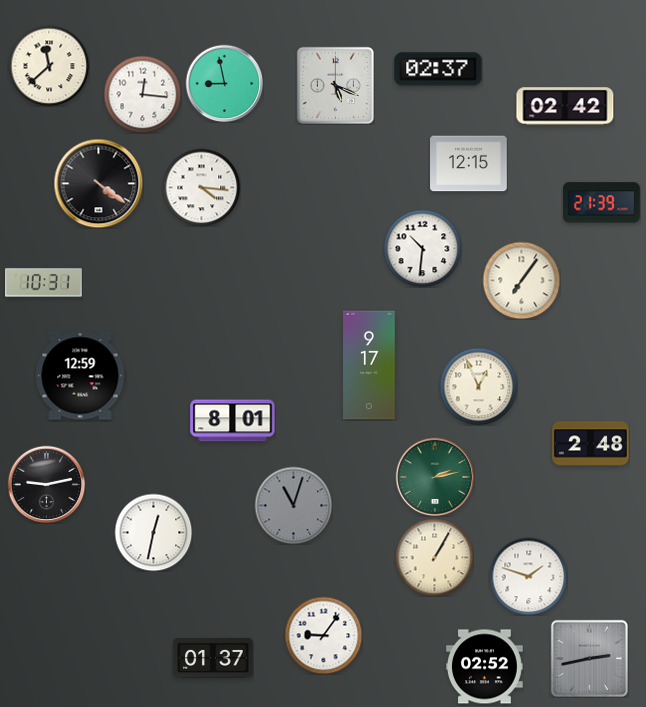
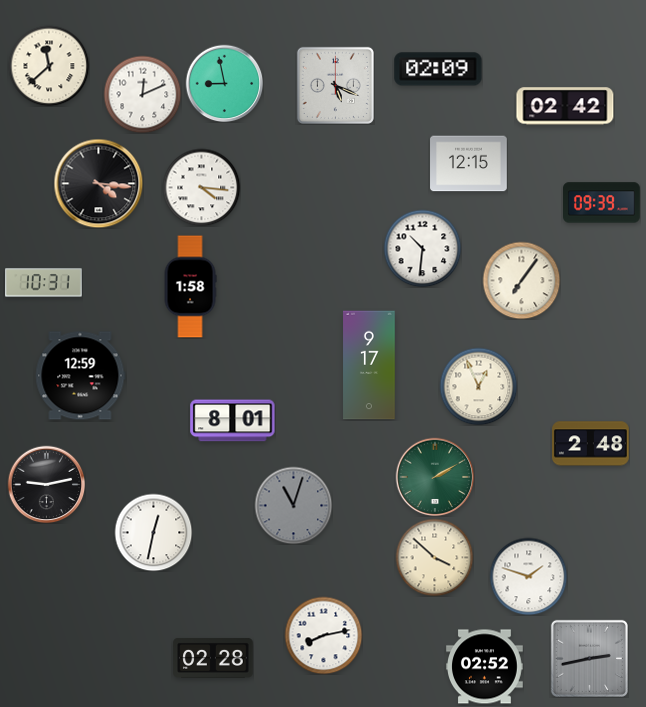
clock at (438, 69): 02:37 -> 02:09
clock at (142, 94): 12:16 -> 12:11
clock at (98, 183): 4:21 -> 4:16
clock at (602, 203): 21:39 -> 09:39
clock at (190, 287): none -> 1:58
clock at (435, 477): 2:13 -> 2:10
clock at (434, 557): 1:05 -> 3:52
clock at (323, 635): 9:06 -> 8:13
clock at (213, 658): 01:37 -> 02:28
